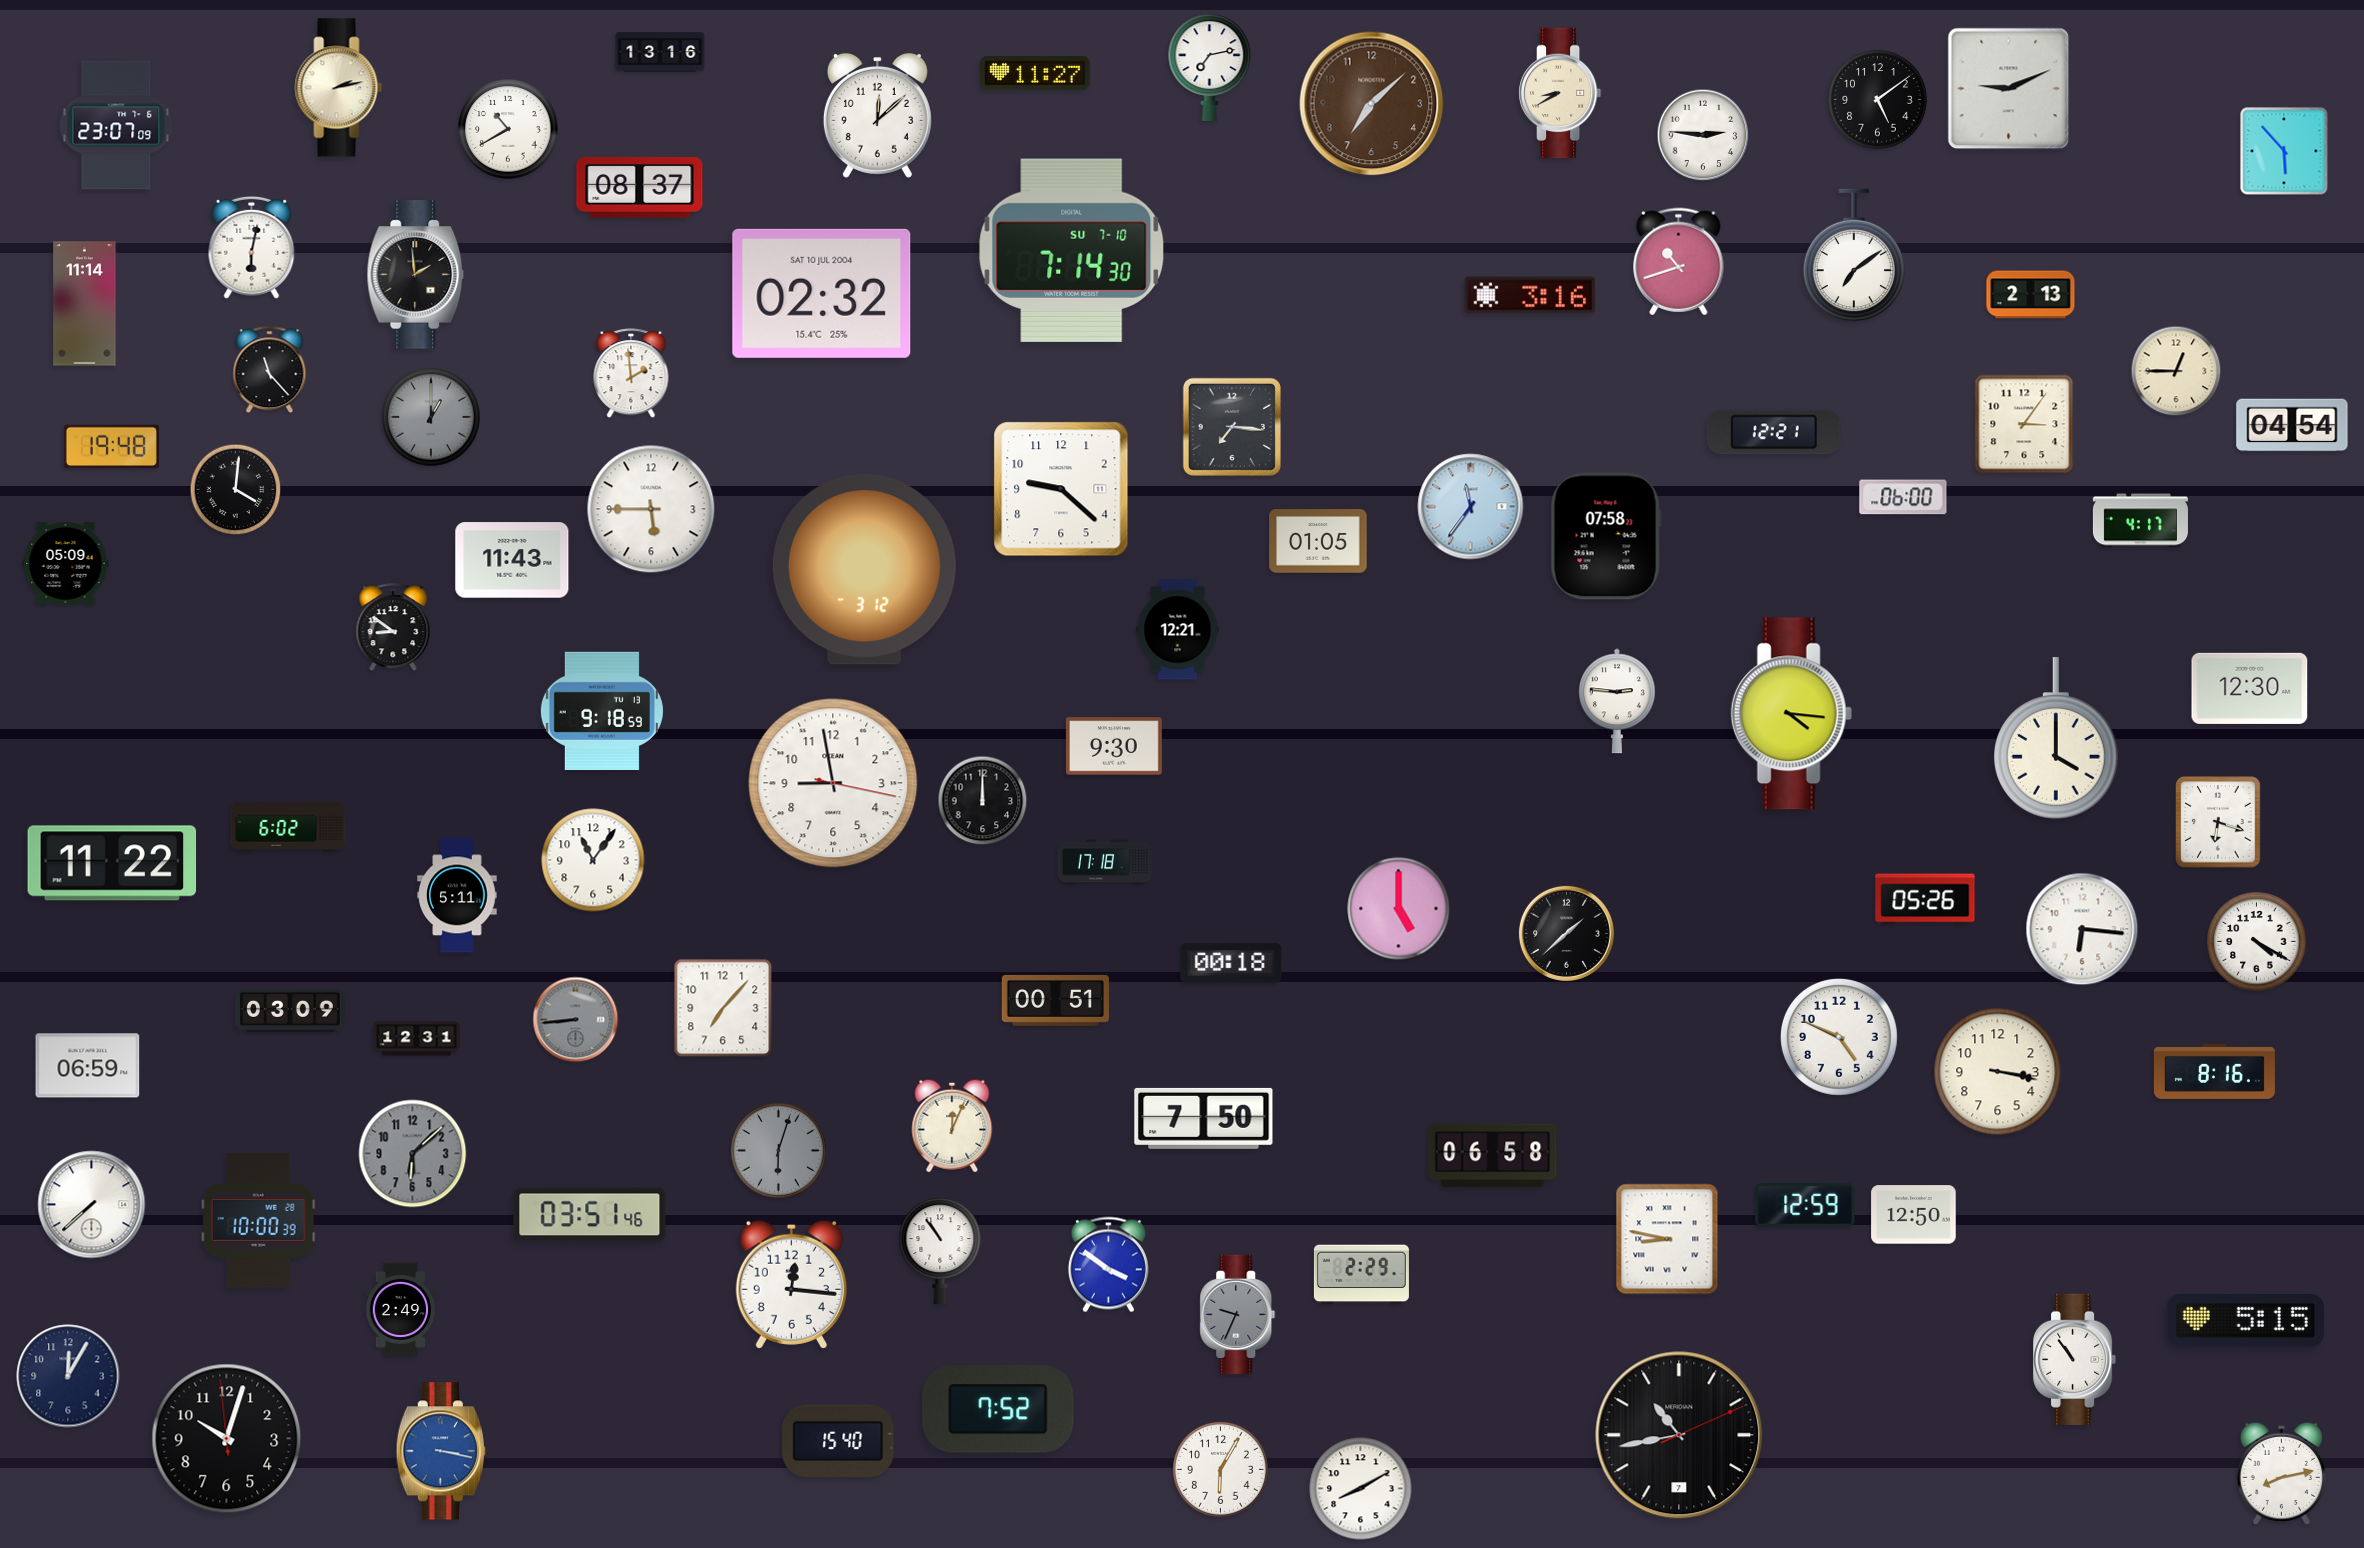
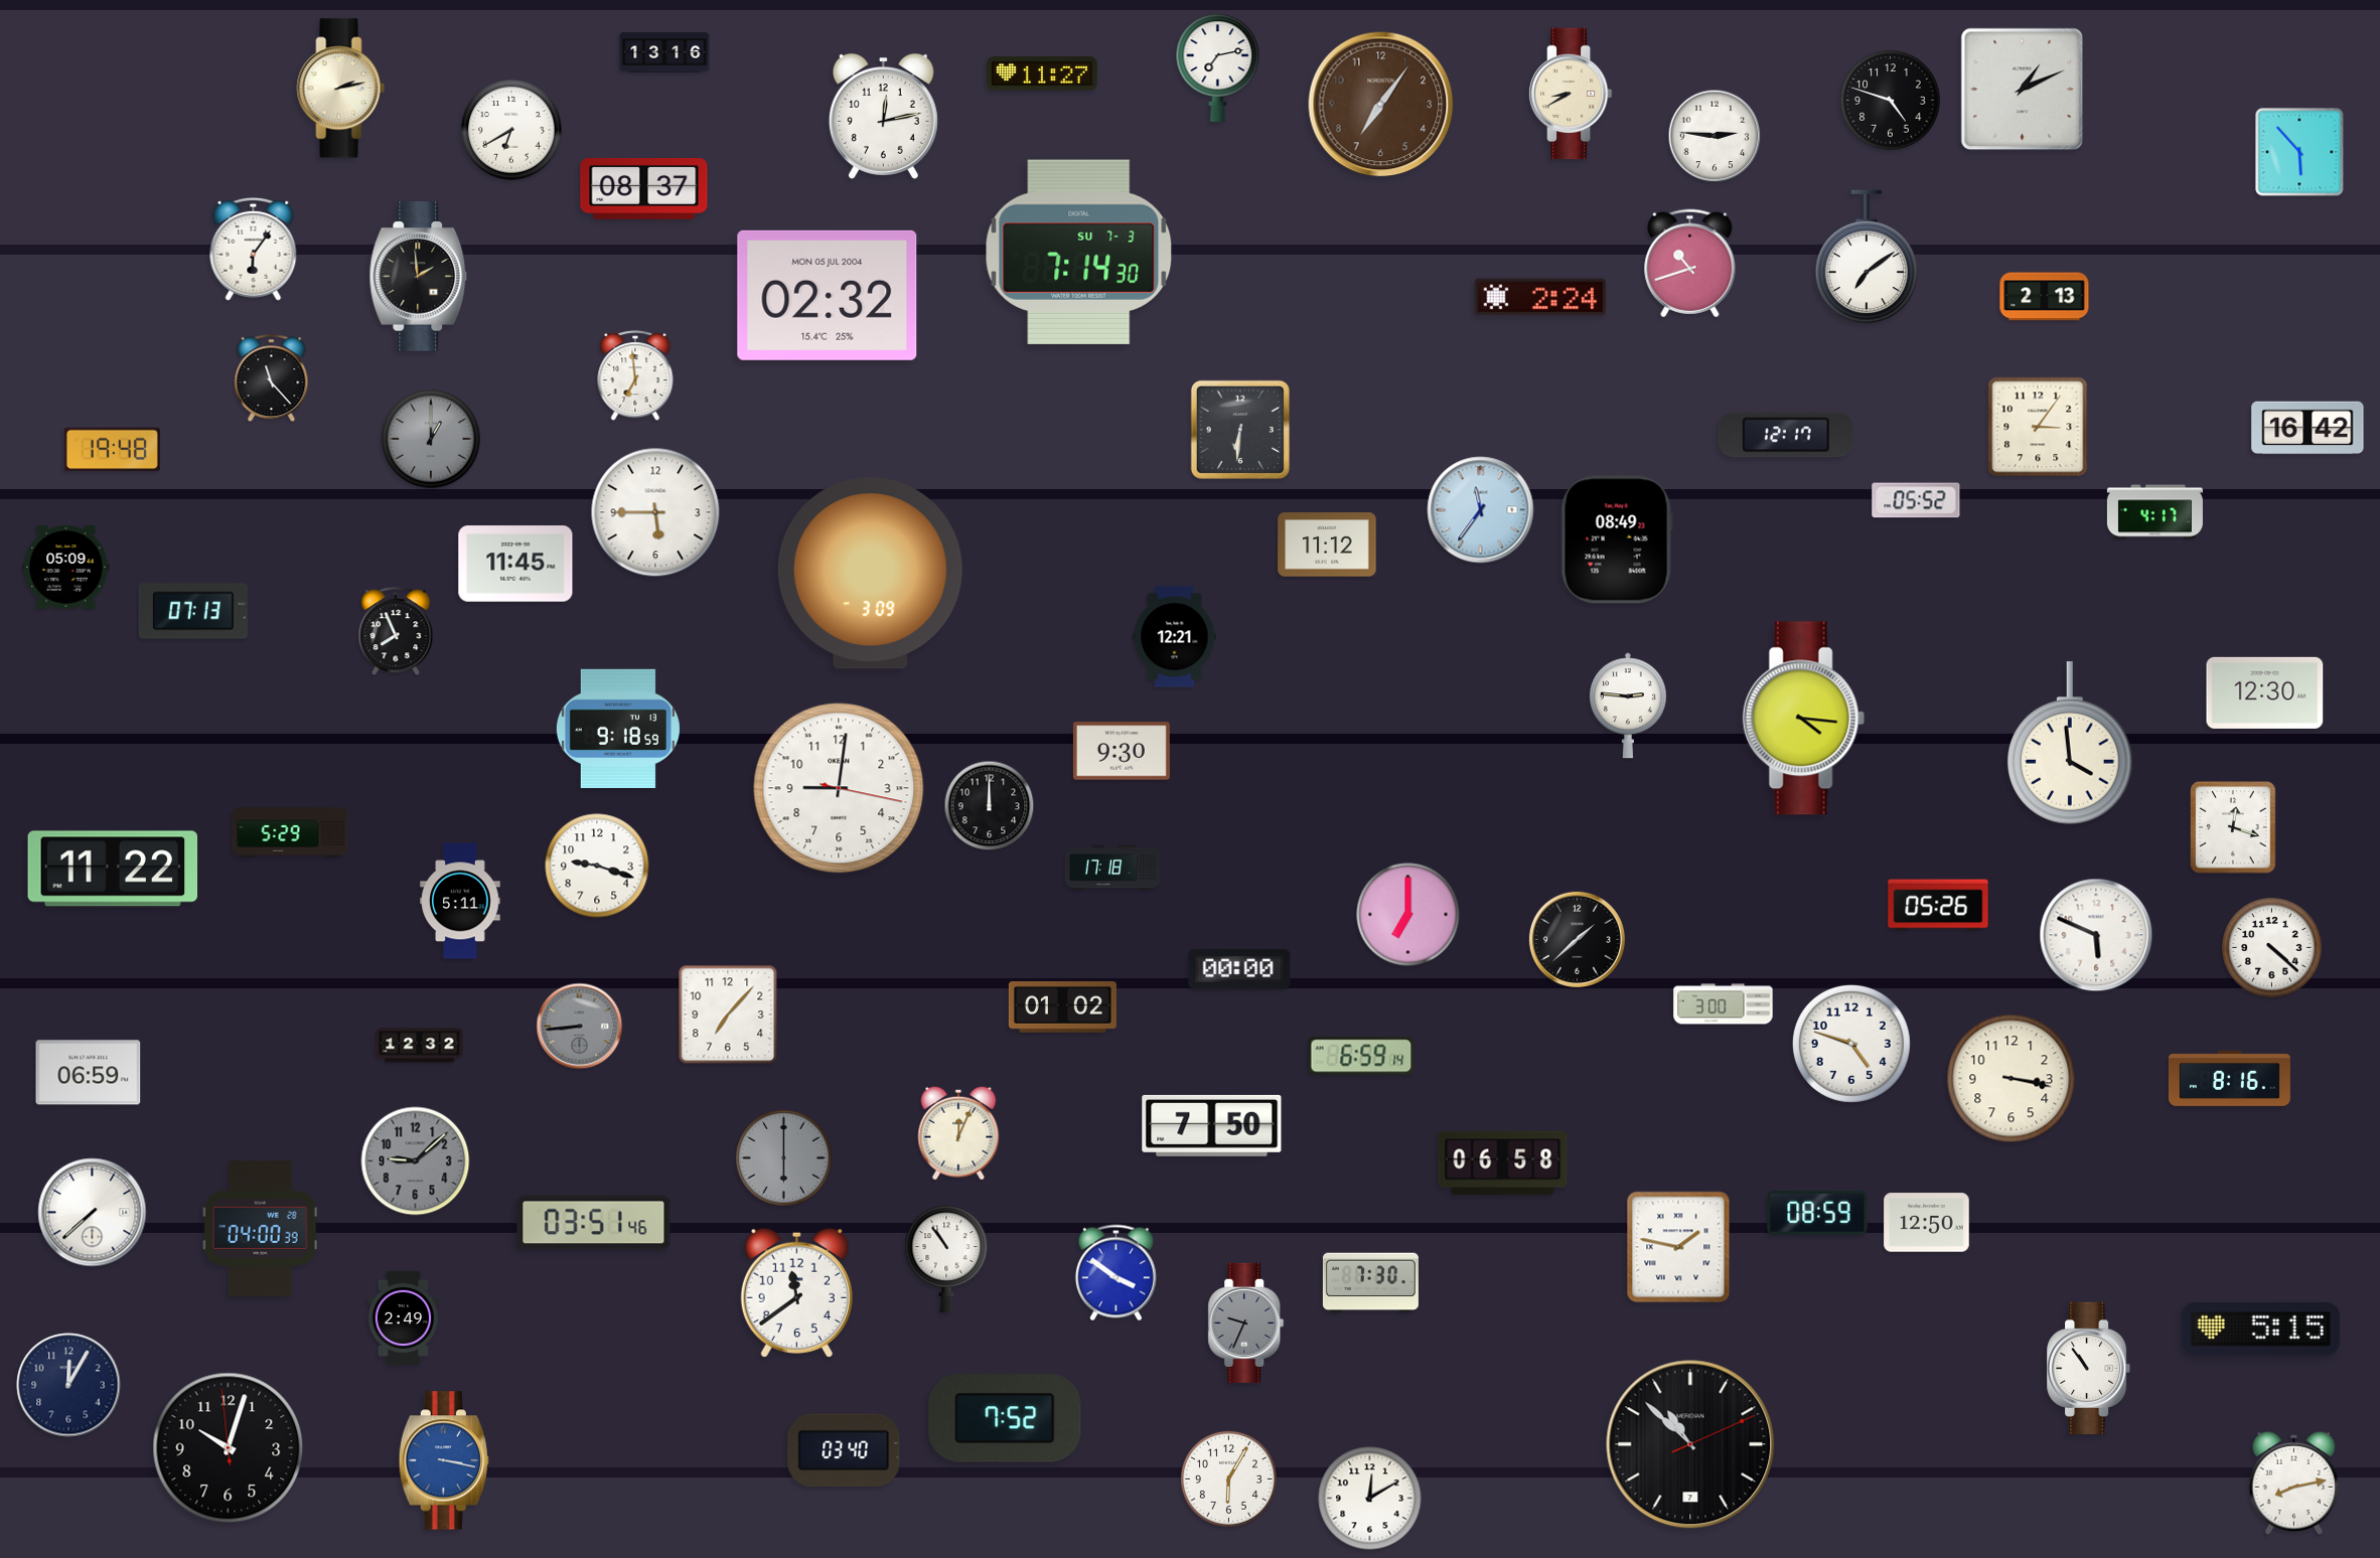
clock at (2009, 89): 9:11 -> 1:11
clock at (1878, 100): 5:09 -> 4:48
clock at (1372, 104): 7:08 -> 7:06
clock at (877, 115): 12:08 -> 12:13
clock at (116, 125): 23:07 -> none
clock at (508, 129): 10:40 -> 6:40
clock at (252, 247): 6:02 -> 6:06
clock at (1072, 250) date: SU 7-10 -> SU 7-3
clock at (822, 293) date: SAT 10 JUL 2004 -> MON 05 JUL 2004
clock at (1530, 295): 3:16 -> 2:24
clock at (85, 304): 11:14 -> none
clock at (270, 370) position: (270, 370) -> (272, 378)
clock at (2176, 371): 12:45 -> none
clock at (631, 374): 1:59 -> 6:59
clock at (431, 417) position: (431, 417) -> (431, 439)
clock at (2292, 425): 04:54 -> 16:42
clock at (1232, 427): 7:16 -> 6:31
clock at (1774, 432): 12:21 -> 12:17
clock at (1061, 489): 9:22 -> none
clock at (236, 490): 4:01 -> none
clock at (1903, 497): 06:00 -> 05:52
clock at (2140, 521) position: (2140, 521) -> (2154, 512)
clock at (1606, 536): 07:58 -> 08:49
clock at (1318, 541): 01:05 -> 11:12
clock at (512, 560): 11:43 -> 11:45
clock at (864, 570): 3:12 -> 3:09
clock at (193, 611): none -> 07:13
clock at (393, 628): 8:51 -> 7:56
clock at (1178, 630) position: (1178, 630) -> (1175, 637)
clock at (602, 711) position: (602, 711) -> (618, 729)
clock at (2057, 738): 4:00 -> 3:59
clock at (833, 783): 8:58 -> 9:01
clock at (2218, 822): 6:18 -> 12:18
clock at (288, 827): 6:02 -> 5:29
clock at (593, 860): 11:06 -> 9:18
clock at (1399, 909): 5:00 -> 7:00
clock at (2082, 929): 6:16 -> 5:49
clock at (2257, 942): 4:20 -> 4:22
clock at (1231, 963): 00:18 -> 00:00
clock at (1724, 1004): none -> 3:00
clock at (1055, 1000): 00:51 -> 01:02
clock at (290, 1010): 03:09 -> none
clock at (1839, 1037): 4:49 -> 4:48
clock at (417, 1039): 12:31 -> 12:32
clock at (1361, 1056): none -> 6:59
clock at (778, 1150): 6:03 -> 6:00
clock at (413, 1154): 6:08 -> 9:08
clock at (1805, 1205): 12:59 -> 08:59
clock at (258, 1221): 10:00 -> 04:00
clock at (1667, 1239): 8:47 -> 1:47
clock at (1361, 1275): 2:29 -> 7:30
clock at (791, 1284): 12:16 -> 11:39
clock at (1679, 1435): 10:43 -> 10:52
clock at (838, 1440): 15:40 -> 03:40
clock at (2282, 1474) position: (2282, 1474) -> (2294, 1484)
clock at (1361, 1489): 8:10 -> 12:10
